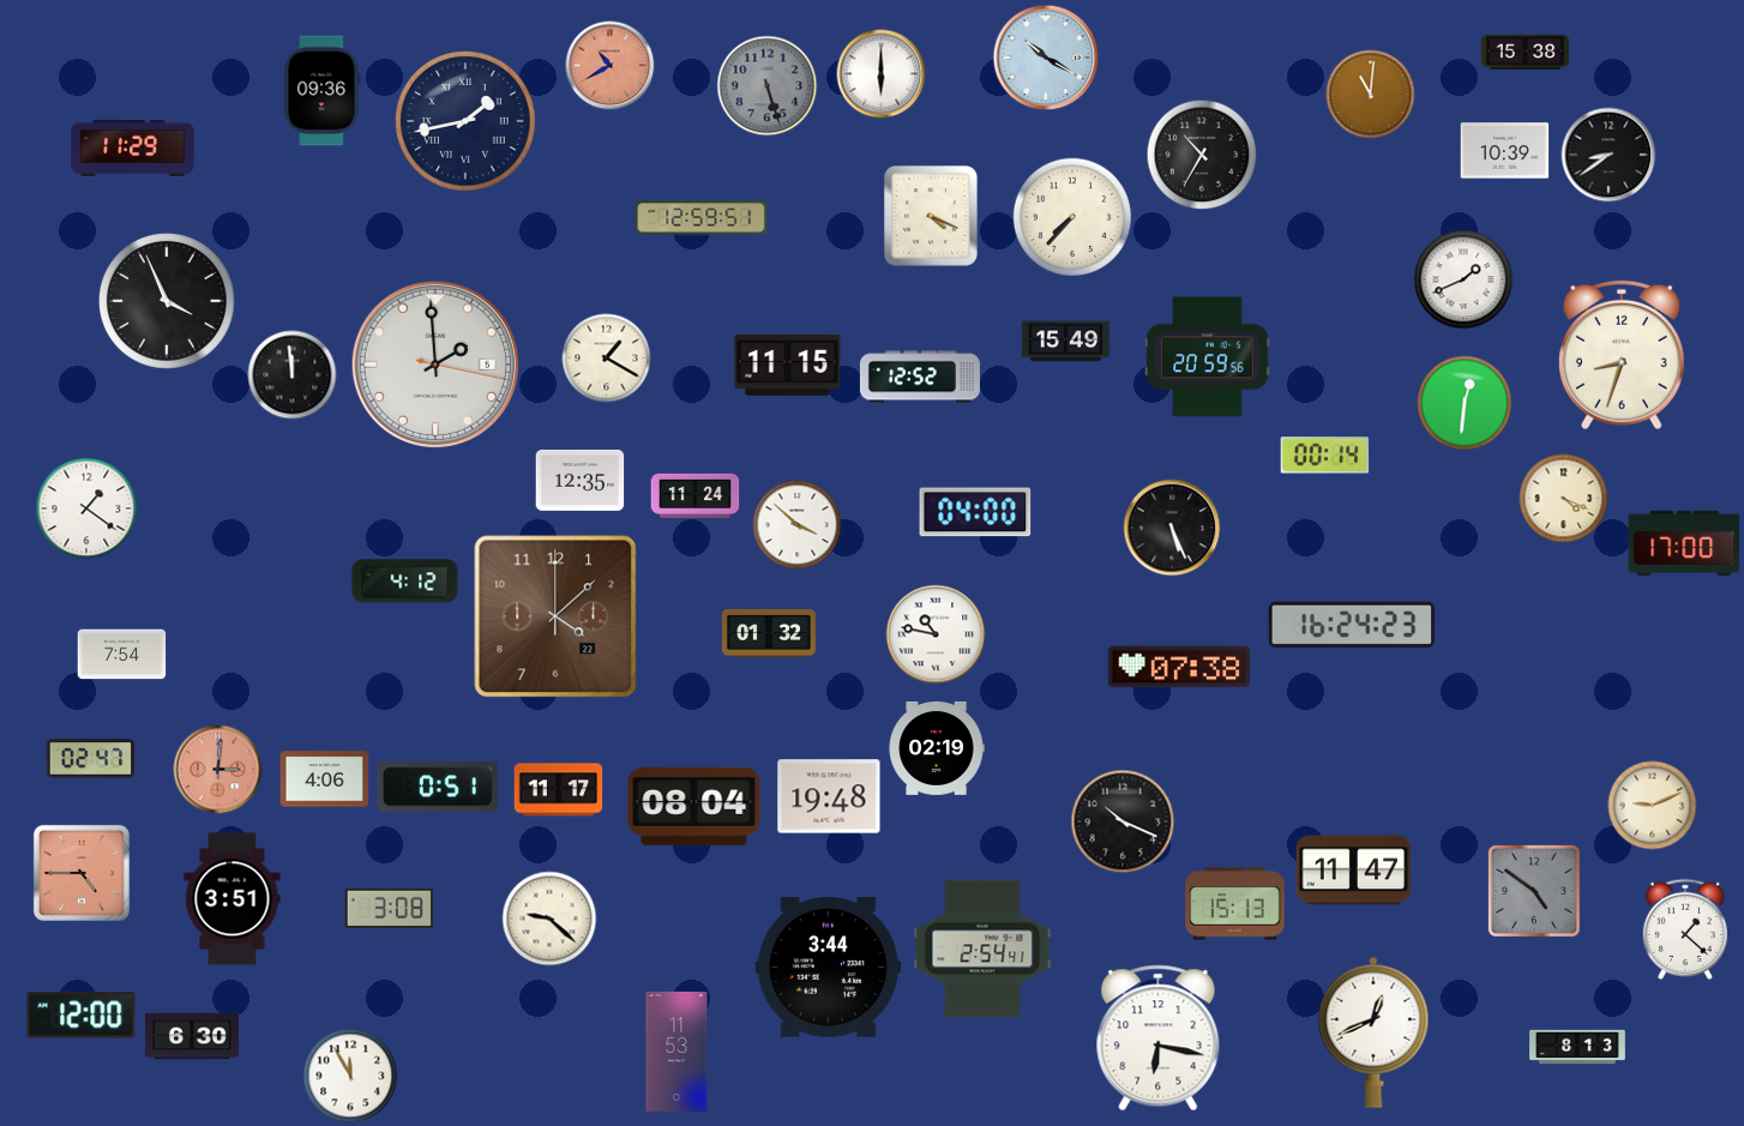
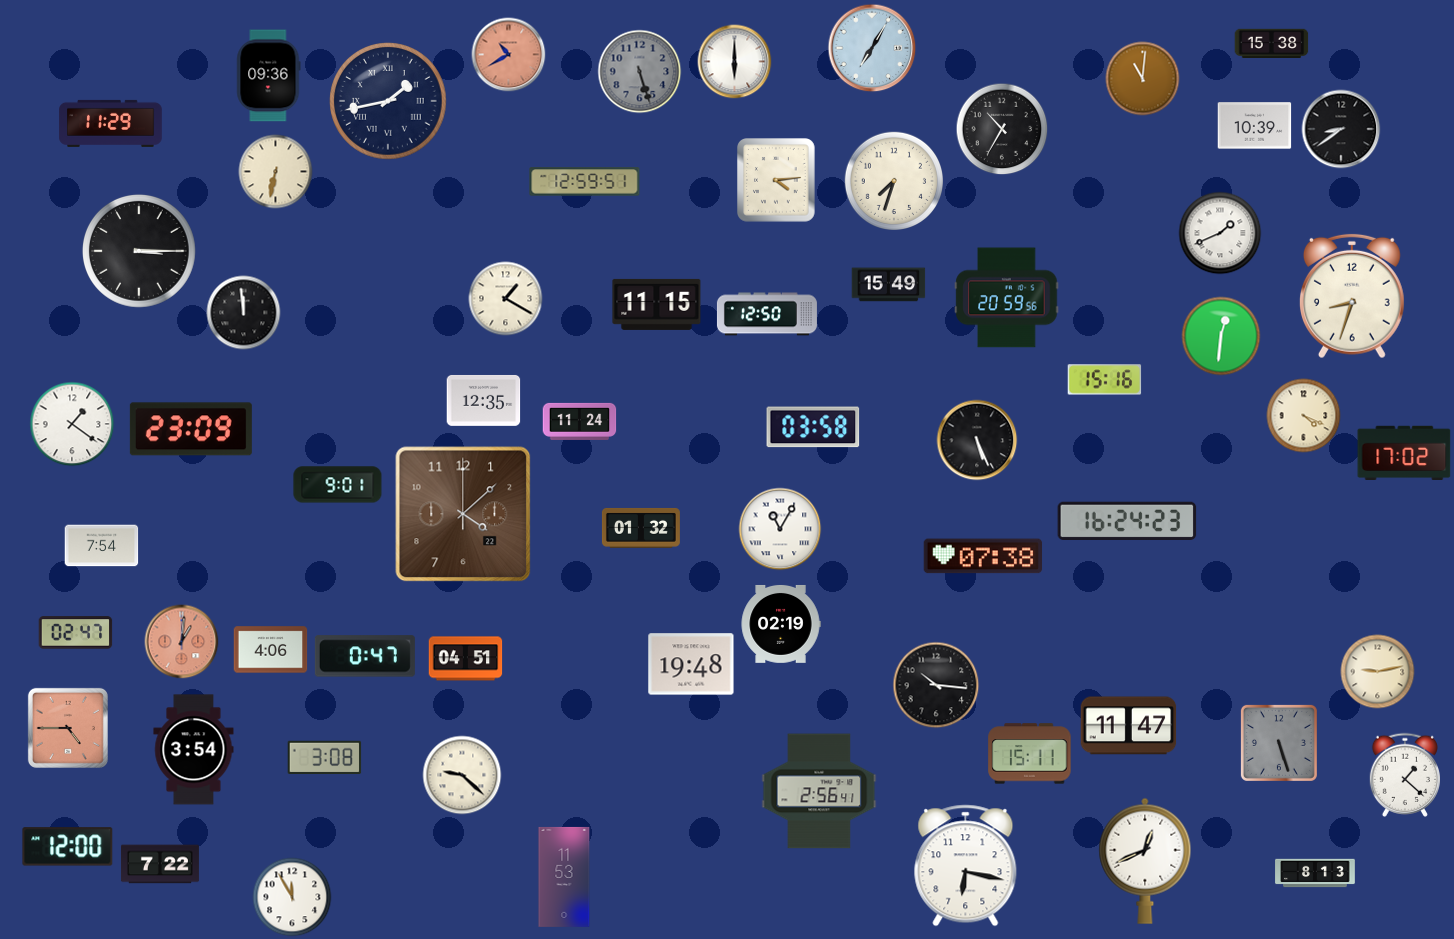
clock at (1046, 58): 10:20 -> 7:05
clock at (276, 172): none -> 6:32
clock at (932, 216): 4:19 -> 4:14
clock at (1071, 216): 7:37 -> 7:33
clock at (167, 301): 3:56 -> 3:15
clock at (435, 365): 1:59 -> none
clock at (920, 377): 12:52 -> 12:50
clock at (1325, 456): 00:14 -> 15:16
clock at (696, 495) position: (696, 495) -> (580, 421)
clock at (975, 512): 04:00 -> 03:58
clock at (191, 429): none -> 23:09
clock at (798, 525): 3:52 -> none
clock at (1684, 542): 17:00 -> 17:02
clock at (405, 582): 4:12 -> 9:01
clock at (936, 634): 10:47 -> 11:05
clock at (218, 770): 3:01 -> 1:01
clock at (438, 787): 0:51 -> 0:47
clock at (559, 790): 11:17 -> 04:51
clock at (694, 806): 08:04 -> none
clock at (1653, 806): 9:11 -> 9:13
clock at (1123, 821): 10:19 -> 10:16
clock at (1534, 891): 4:51 -> 5:27
clock at (233, 899): 3:51 -> 3:54
clock at (1235, 904): 15:13 -> 15:11
clock at (549, 919) position: (549, 919) -> (462, 775)
clock at (982, 949): 2:54 -> 2:56
clock at (828, 968): 3:44 -> none
clock at (192, 1036): 6:30 -> 7:22
